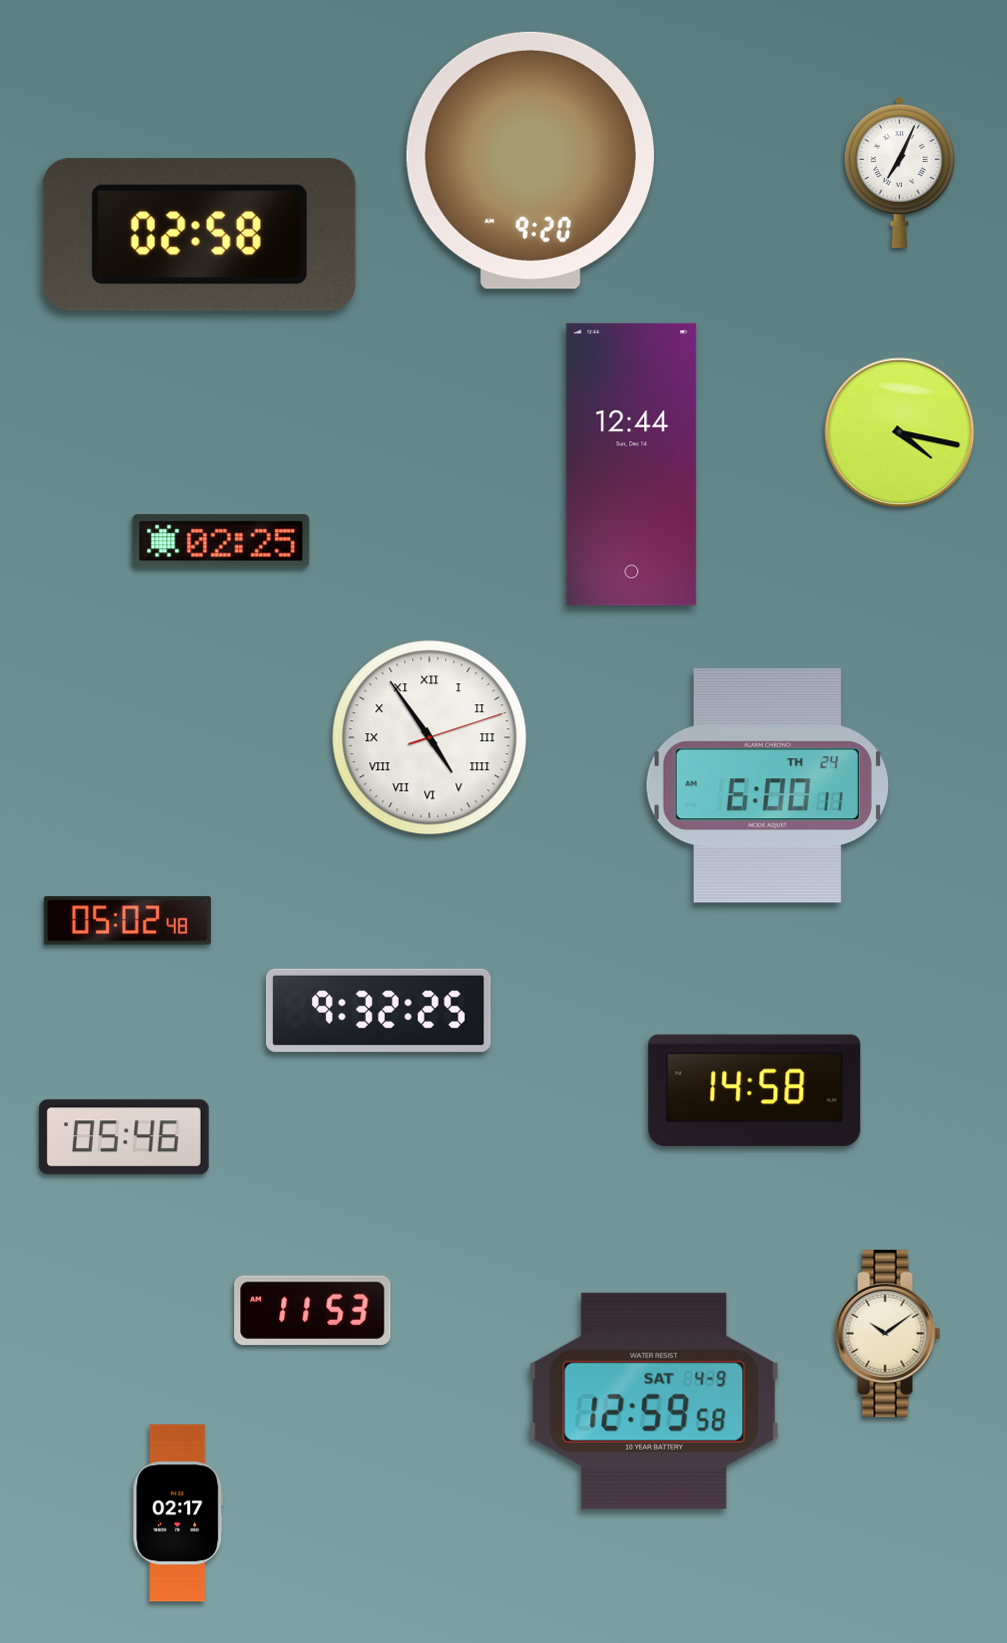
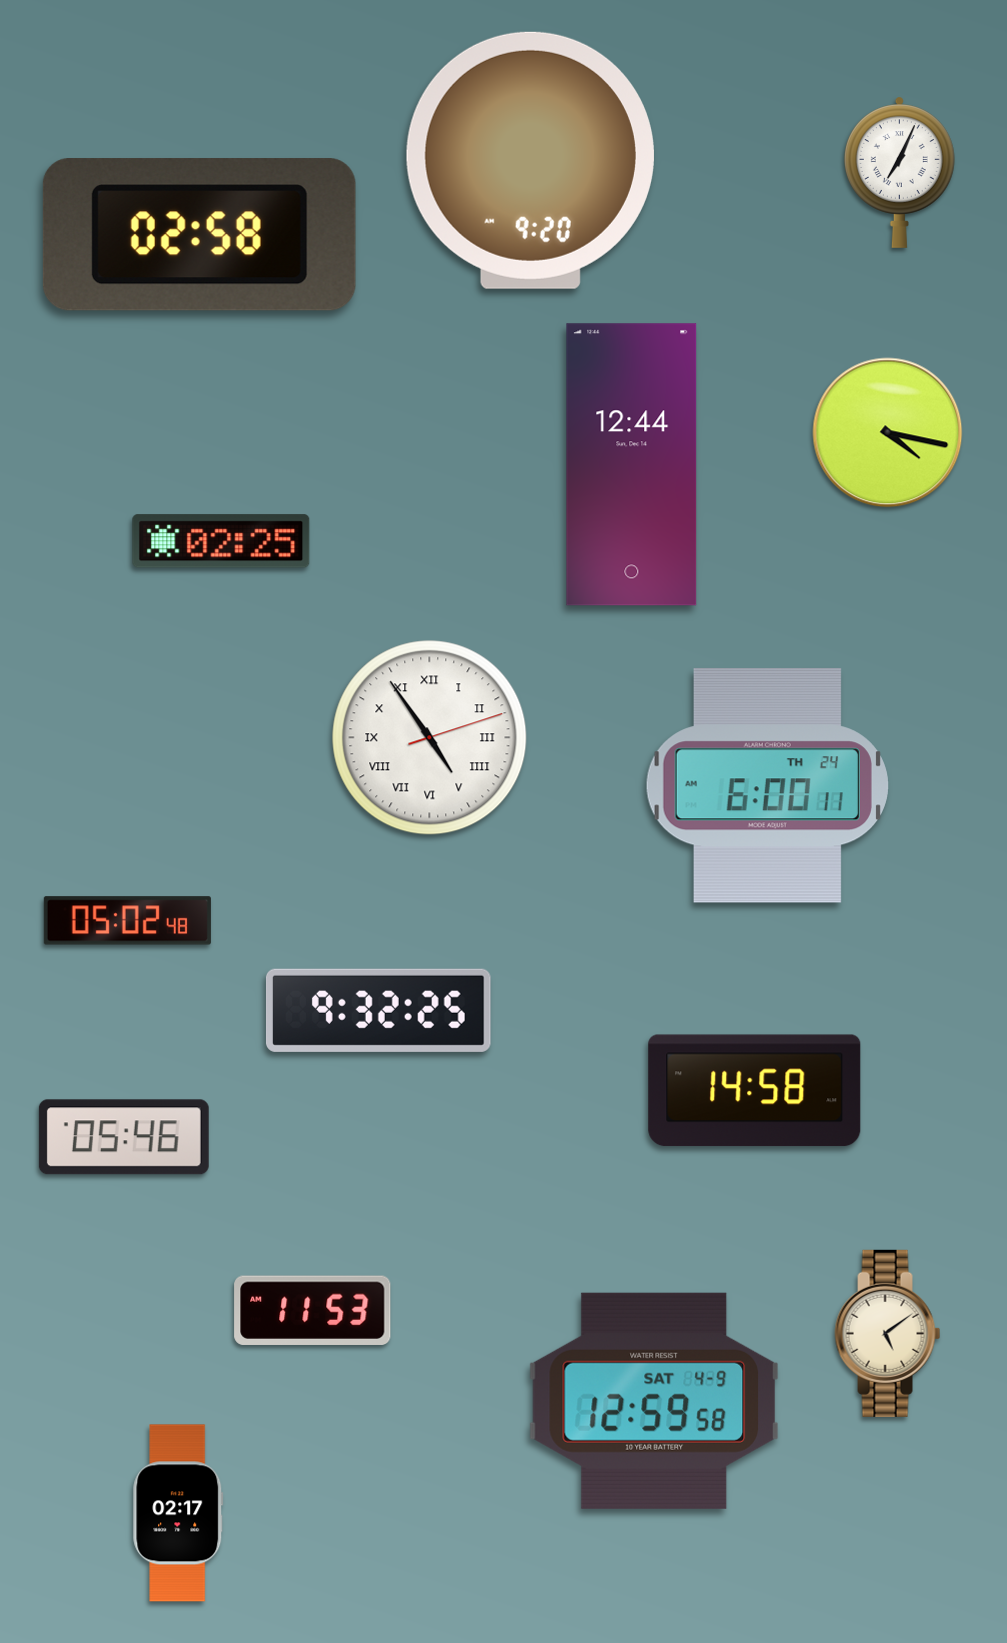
clock at (900, 433) position: (900, 433) -> (888, 433)
clock at (888, 1333): 10:09 -> 5:09
